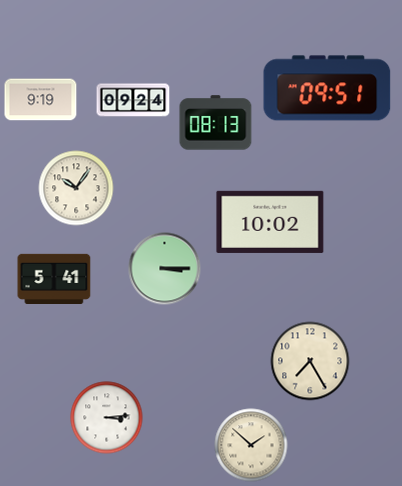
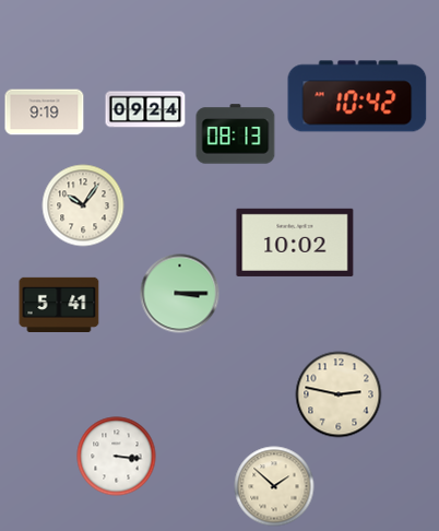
clock at (327, 88): 09:51 -> 10:42
clock at (41, 100) position: (41, 100) -> (45, 113)
clock at (310, 361): 7:25 -> 2:47
clock at (107, 418): 3:14 -> 3:16
